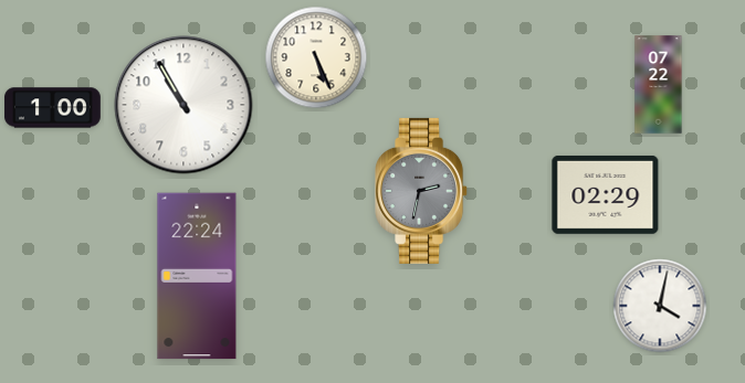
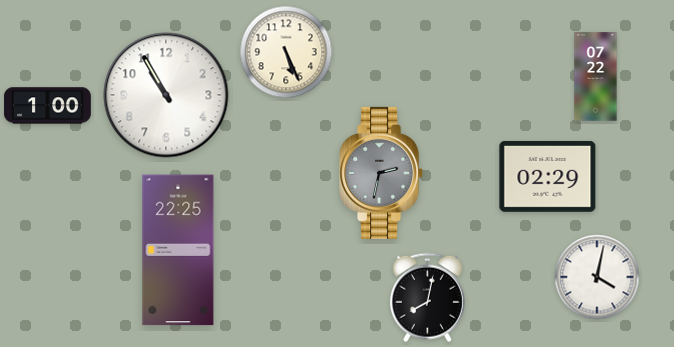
clock at (53, 108) position: (53, 108) -> (48, 106)
clock at (197, 276): 22:24 -> 22:25
clock at (427, 298): none -> 8:02
